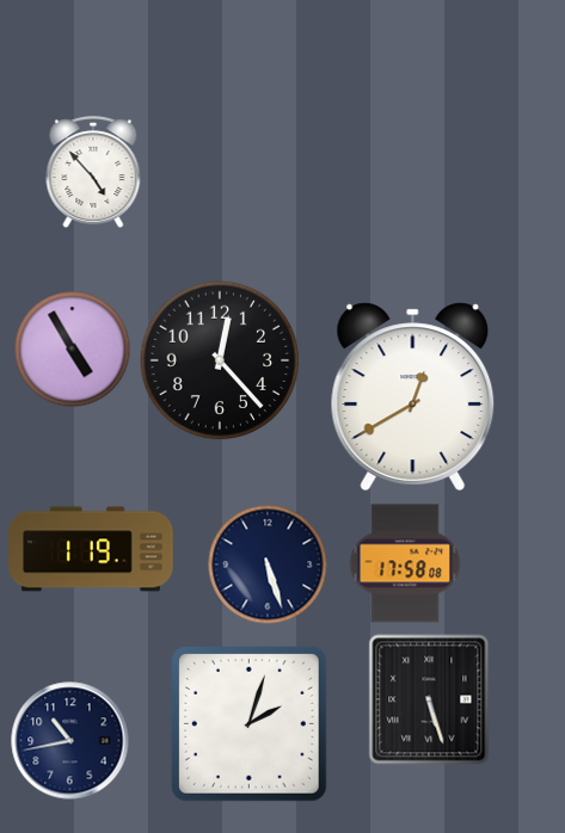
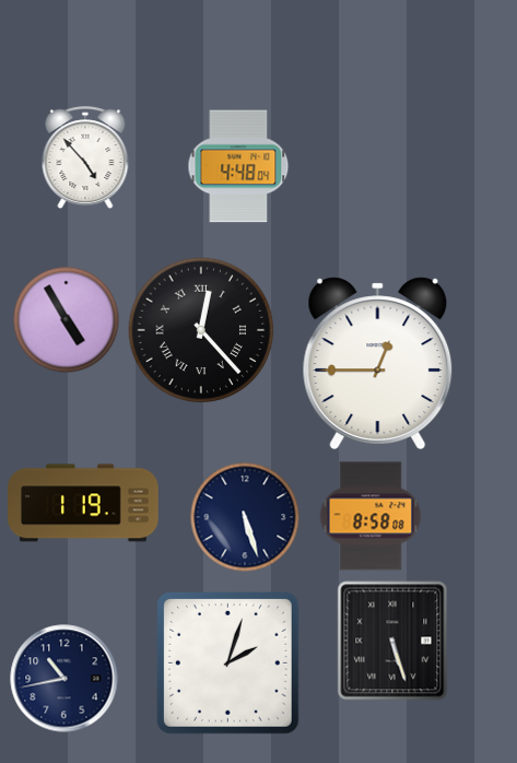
clock at (238, 166): none -> 4:48
clock at (220, 360) numerals: Arabic -> Roman
clock at (413, 396): 12:40 -> 12:45
clock at (405, 563): 17:58 -> 8:58
